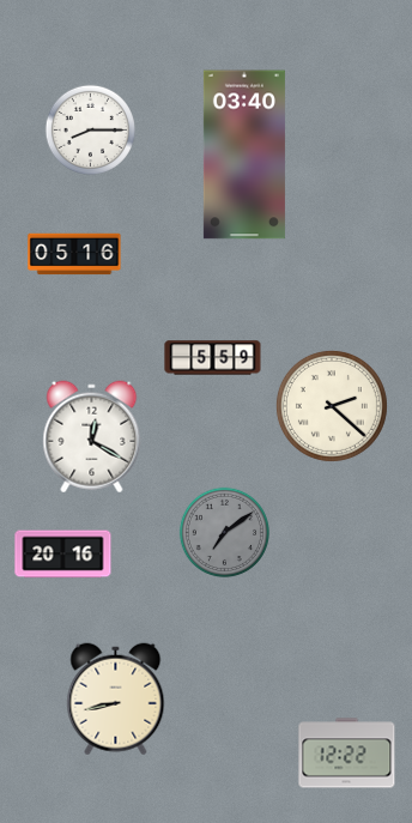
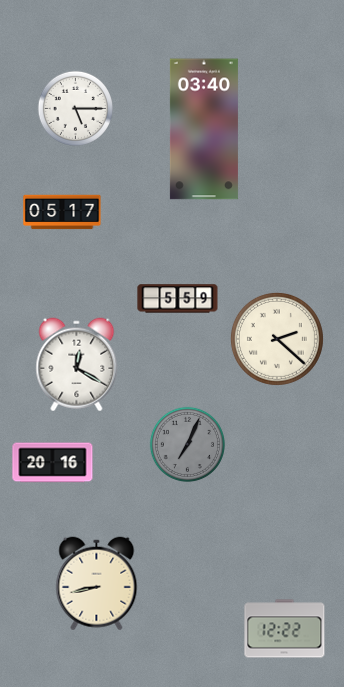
clock at (90, 129): 8:15 -> 5:15
clock at (74, 254): 05:16 -> 05:17
clock at (224, 532): 7:09 -> 7:04
clock at (347, 754) position: (347, 754) -> (285, 629)
